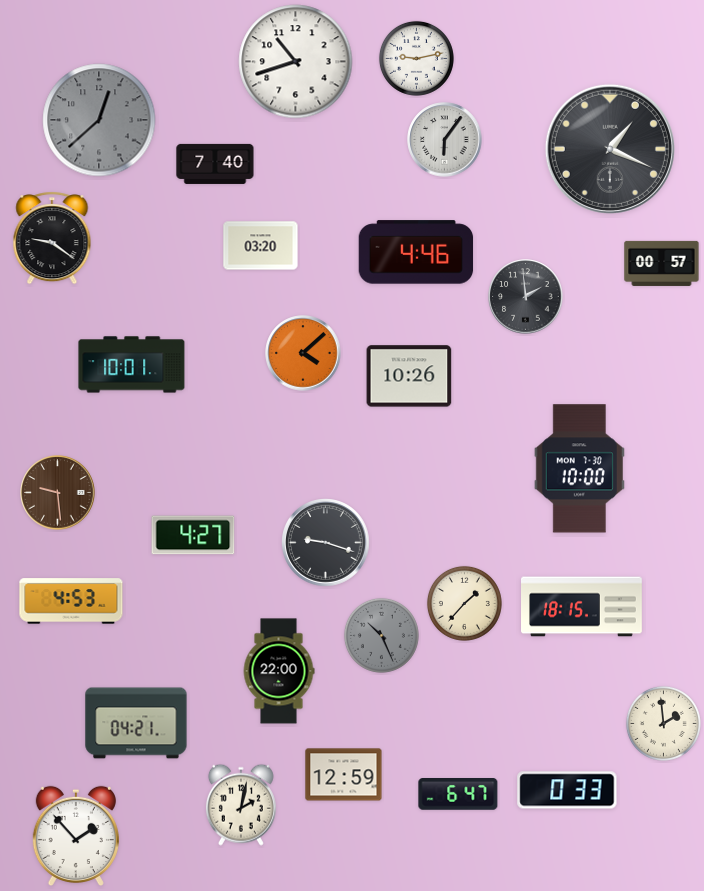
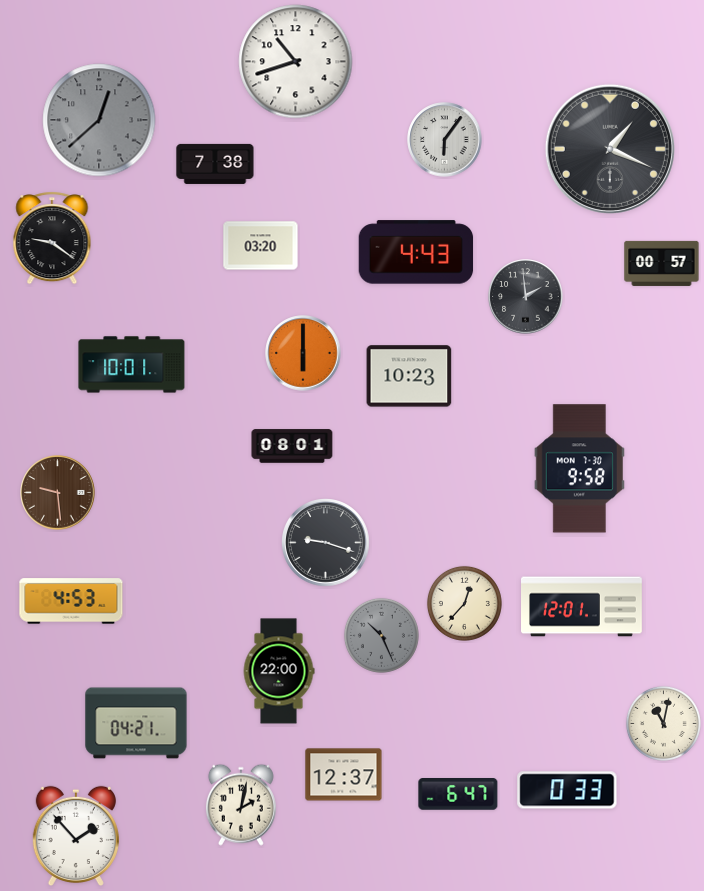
clock at (416, 58): 9:13 -> none
clock at (215, 164): 7:40 -> 7:38
clock at (416, 252): 4:46 -> 4:43
clock at (303, 353): 4:08 -> 6:00
clock at (409, 376): 10:26 -> 10:23
clock at (292, 446): none -> 08:01
clock at (579, 469): 10:00 -> 9:58
clock at (193, 535): 4:27 -> none
clock at (464, 603): 1:37 -> 12:37
clock at (582, 607): 18:15 -> 12:01
clock at (663, 723): 1:59 -> 11:02
clock at (344, 775): 12:59 -> 12:37
